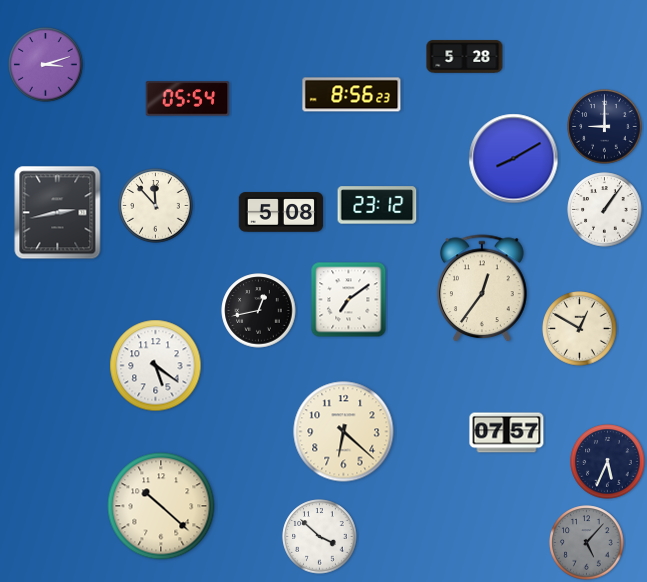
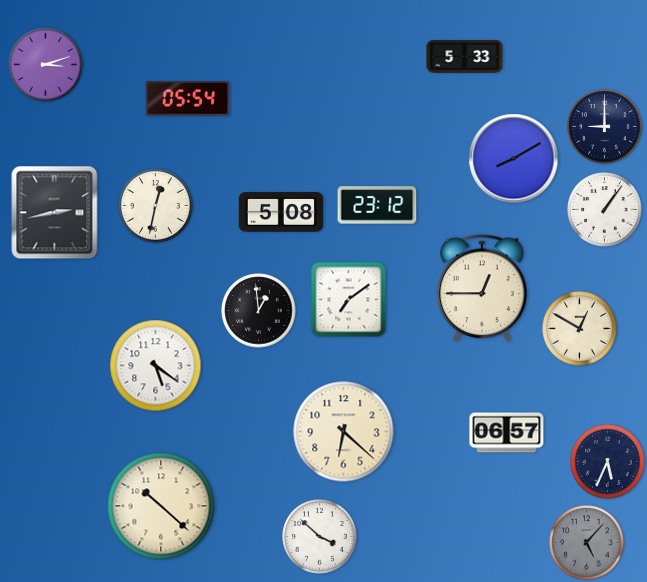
clock at (465, 57): 5:28 -> 5:33
clock at (352, 95): 8:56 -> none
clock at (156, 206): 11:53 -> 12:32
clock at (58, 213) position: (58, 213) -> (55, 213)
clock at (483, 289): 12:36 -> 12:45
clock at (259, 311): 12:43 -> 12:59
clock at (507, 433): 07:57 -> 06:57
